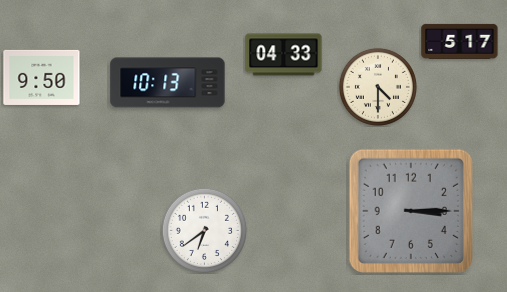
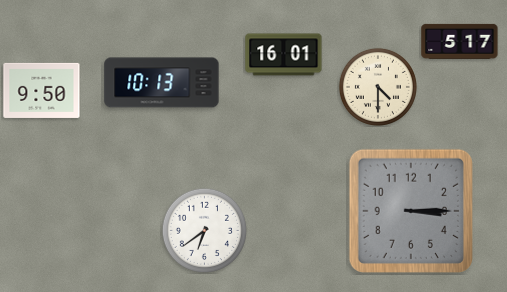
clock at (284, 55): 04:33 -> 16:01
clock at (42, 77) position: (42, 77) -> (42, 90)
clock at (168, 83) position: (168, 83) -> (162, 83)
